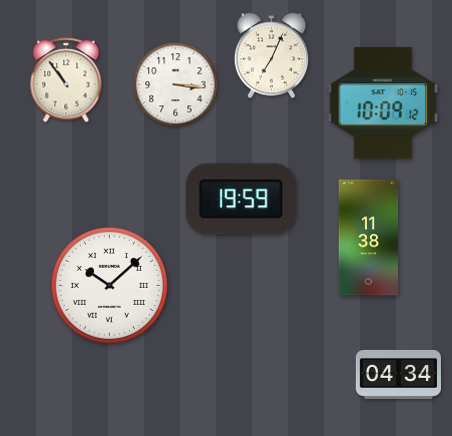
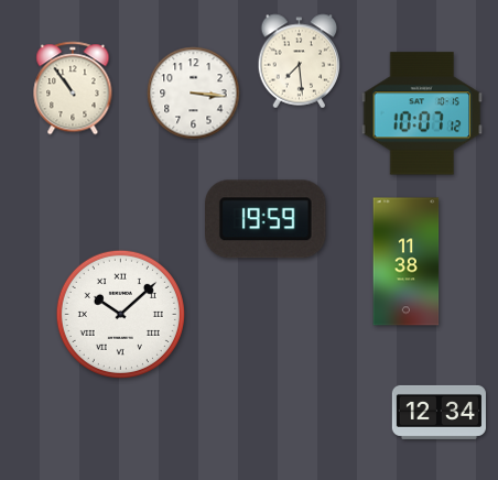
clock at (272, 56): 7:04 -> 7:29
clock at (383, 103): 10:09 -> 10:07
clock at (398, 374): 04:34 -> 12:34
